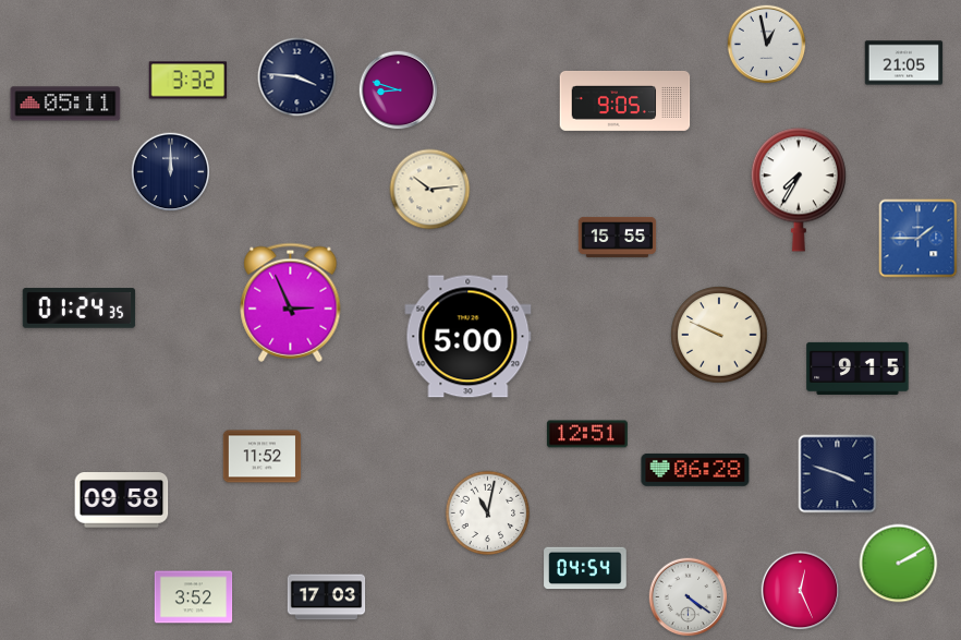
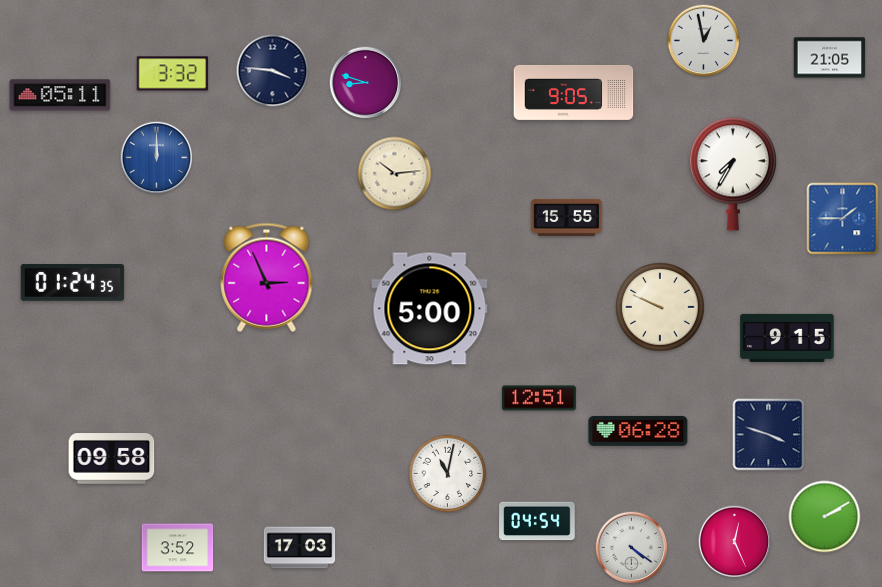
clock at (171, 172) dial: navy -> blue
clock at (263, 457): 11:52 -> none
clock at (488, 514) position: (488, 514) -> (448, 474)
